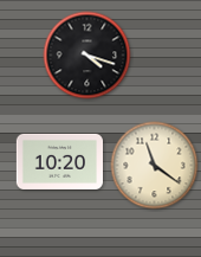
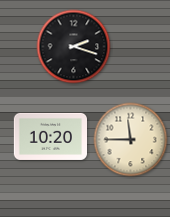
clock at (87, 56): 4:18 -> 2:18
clock at (155, 166): 11:21 -> 11:45
